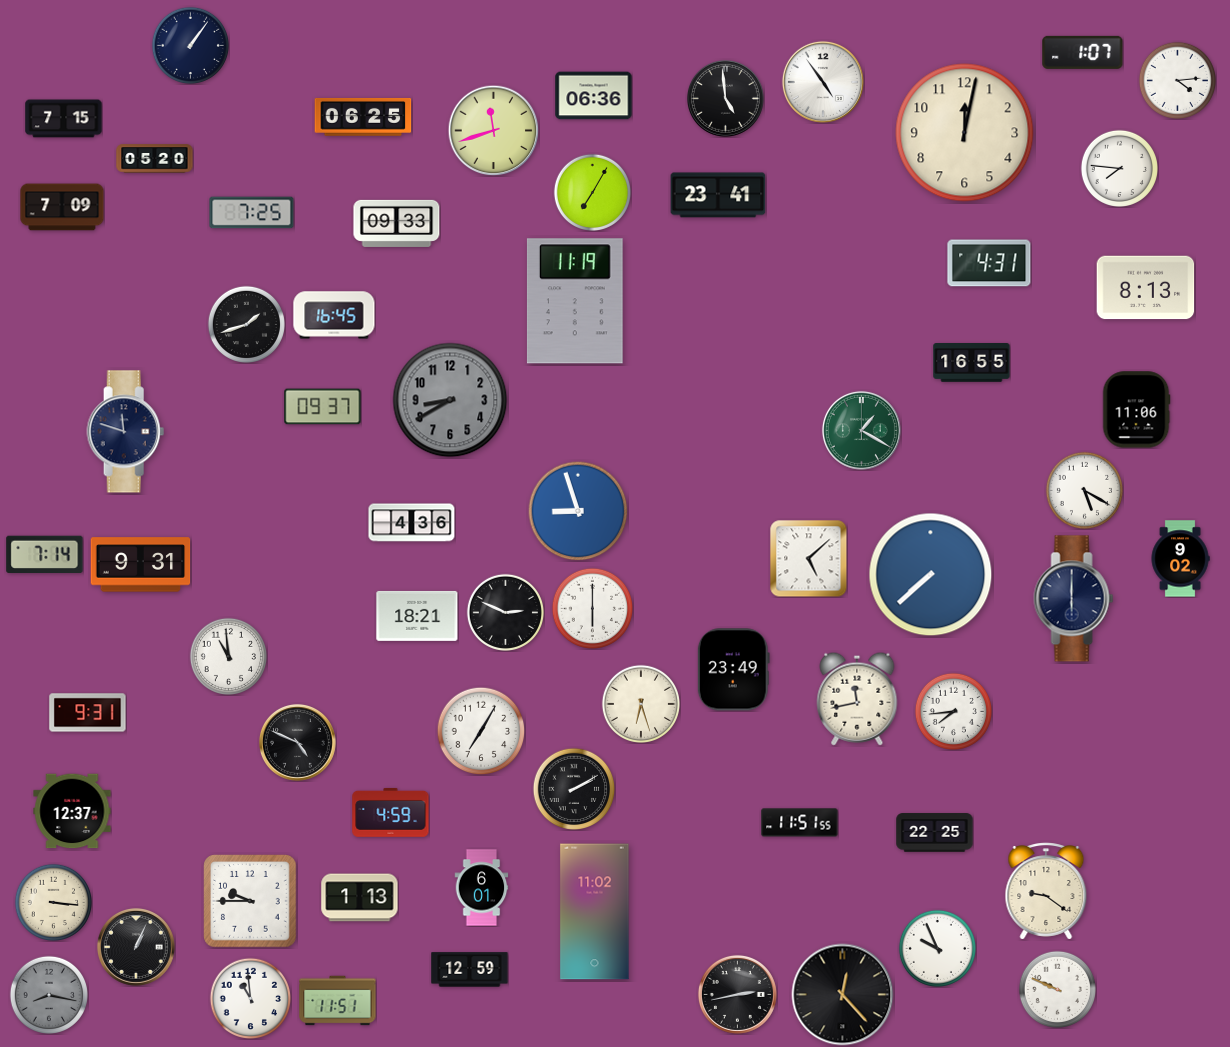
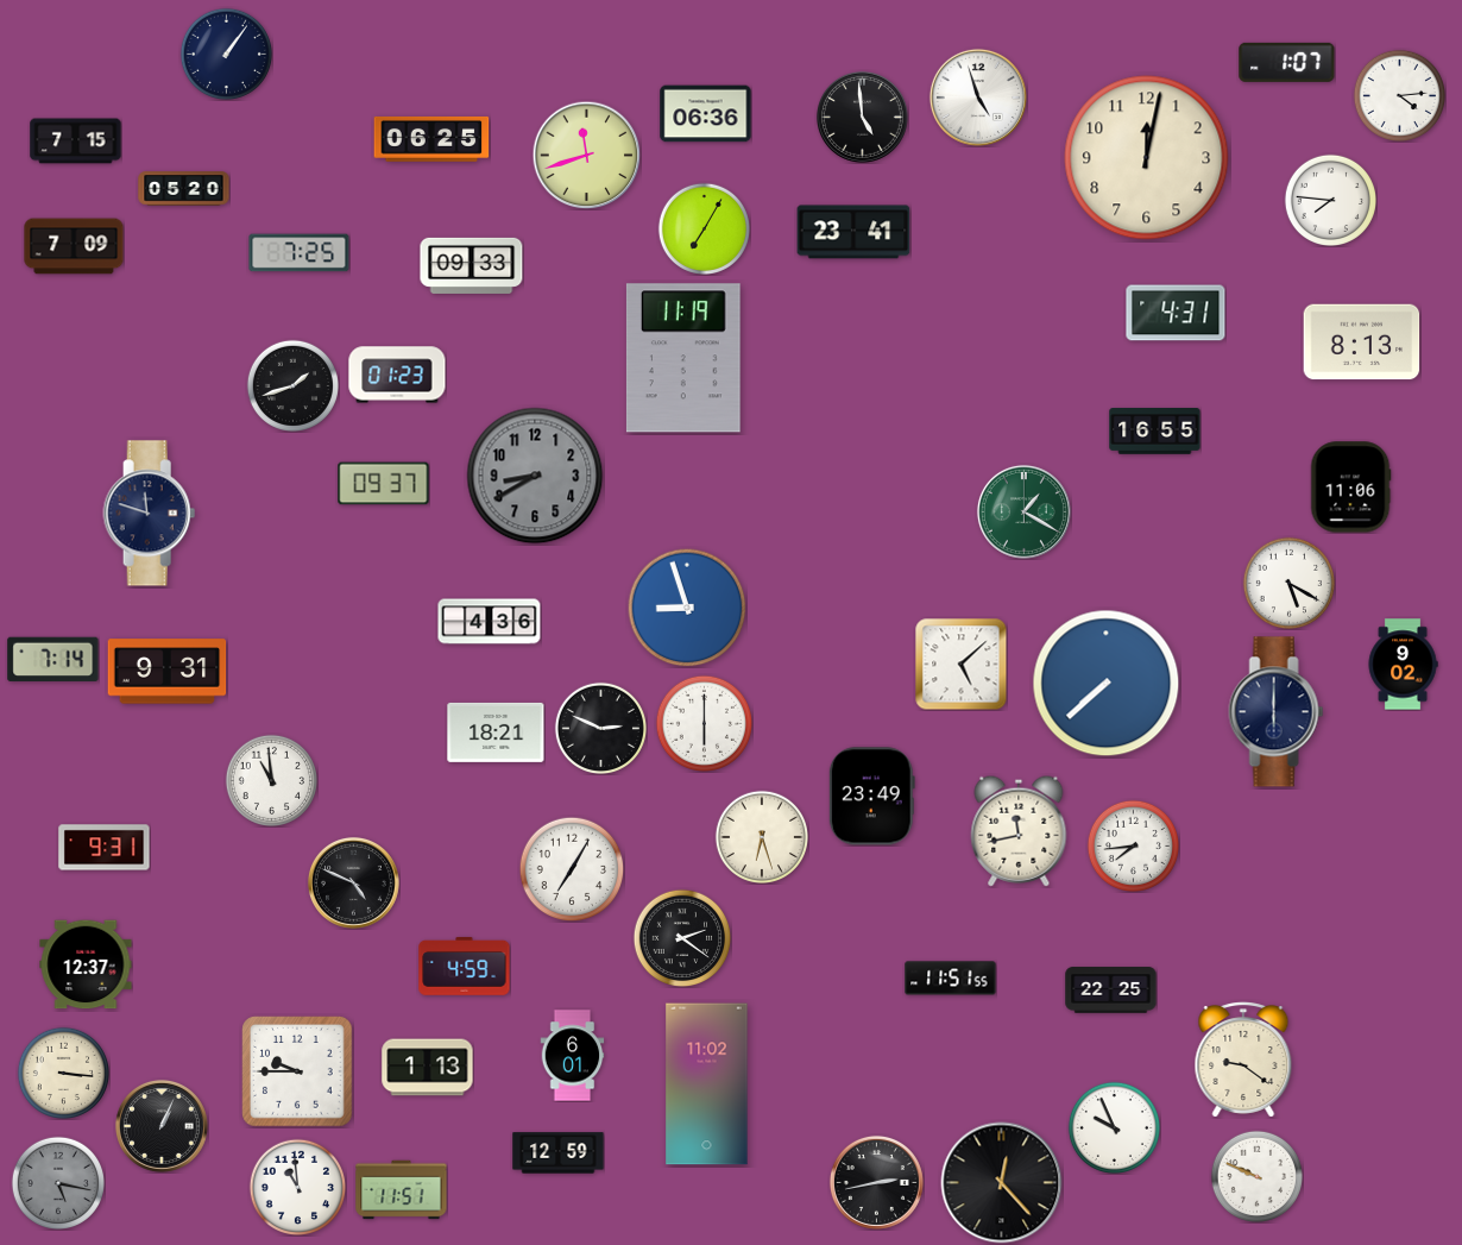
clock at (823, 82): 4:54 -> 4:57
clock at (334, 315): 16:45 -> 01:23
clock at (574, 789): 2:10 -> 2:21
clock at (48, 994): 8:17 -> 5:17
